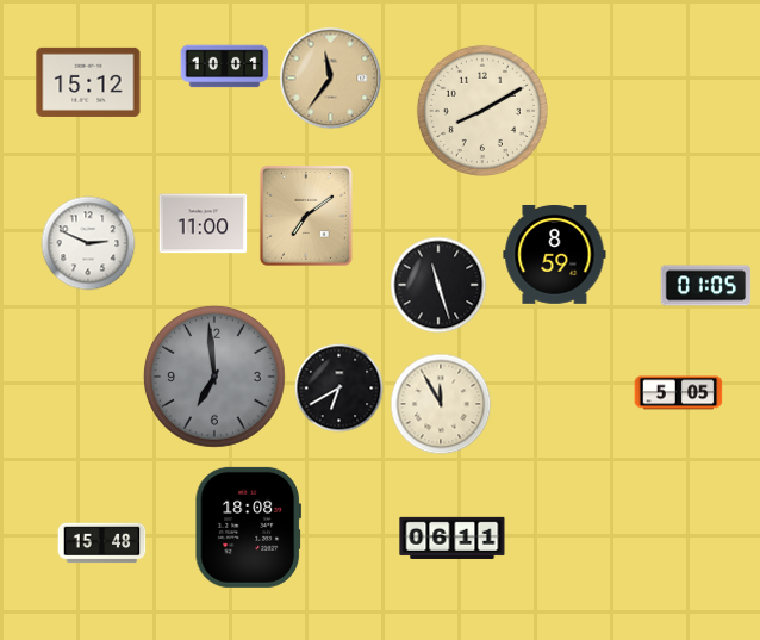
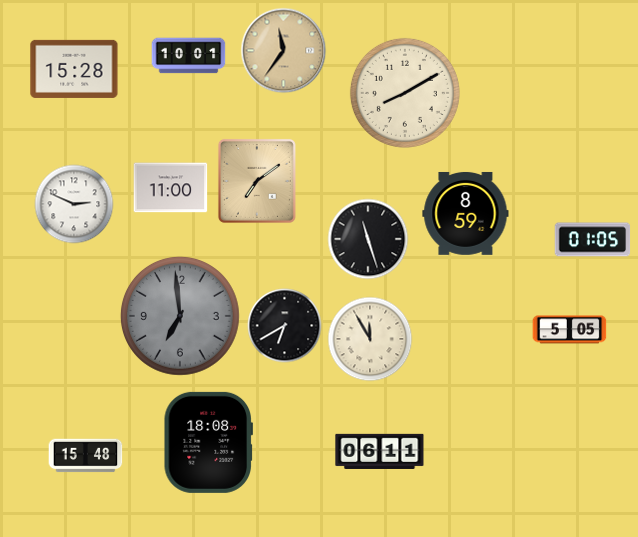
clock at (331, 79) position: (331, 79) -> (284, 51)
clock at (88, 82): 15:12 -> 15:28
